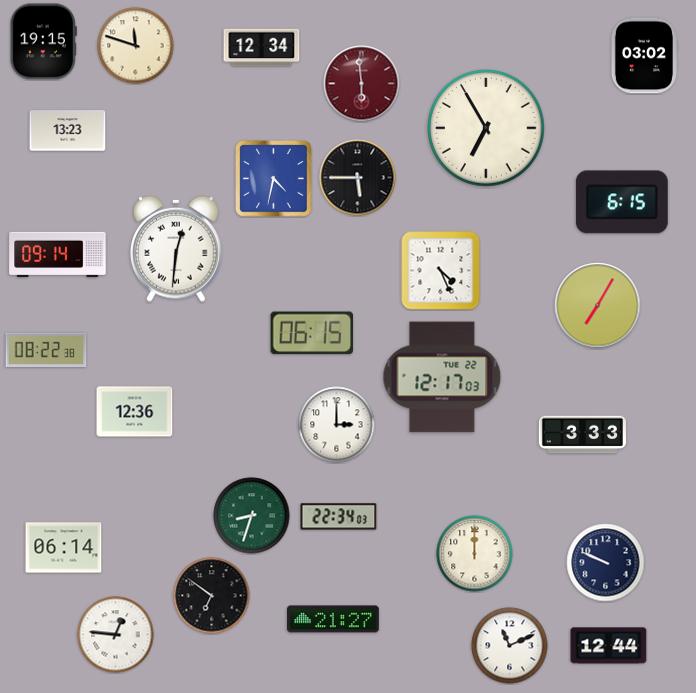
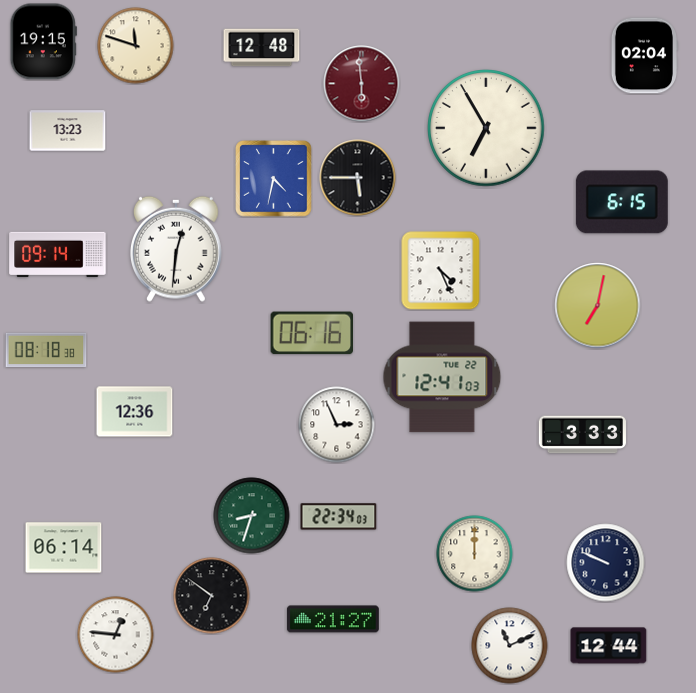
clock at (262, 48): 12:34 -> 12:48
clock at (644, 56): 03:02 -> 02:04
clock at (598, 306): 7:05 -> 7:02
clock at (312, 333): 06:15 -> 06:16
clock at (46, 350): 08:22 -> 08:18
clock at (442, 377): 12:17 -> 12:41
clock at (337, 425): 3:00 -> 2:56
